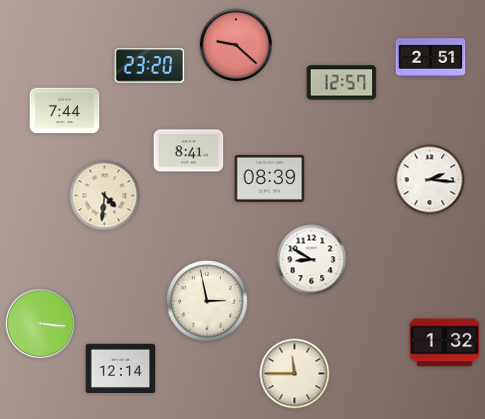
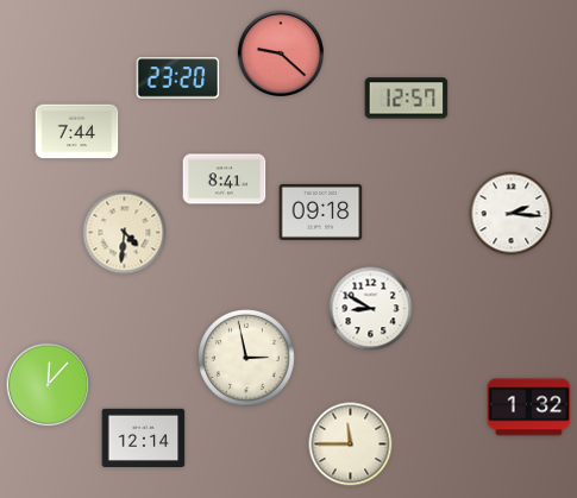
clock at (431, 58): 2:51 -> none
clock at (270, 178): 08:39 -> 09:18
clock at (41, 324): 3:16 -> 12:07
